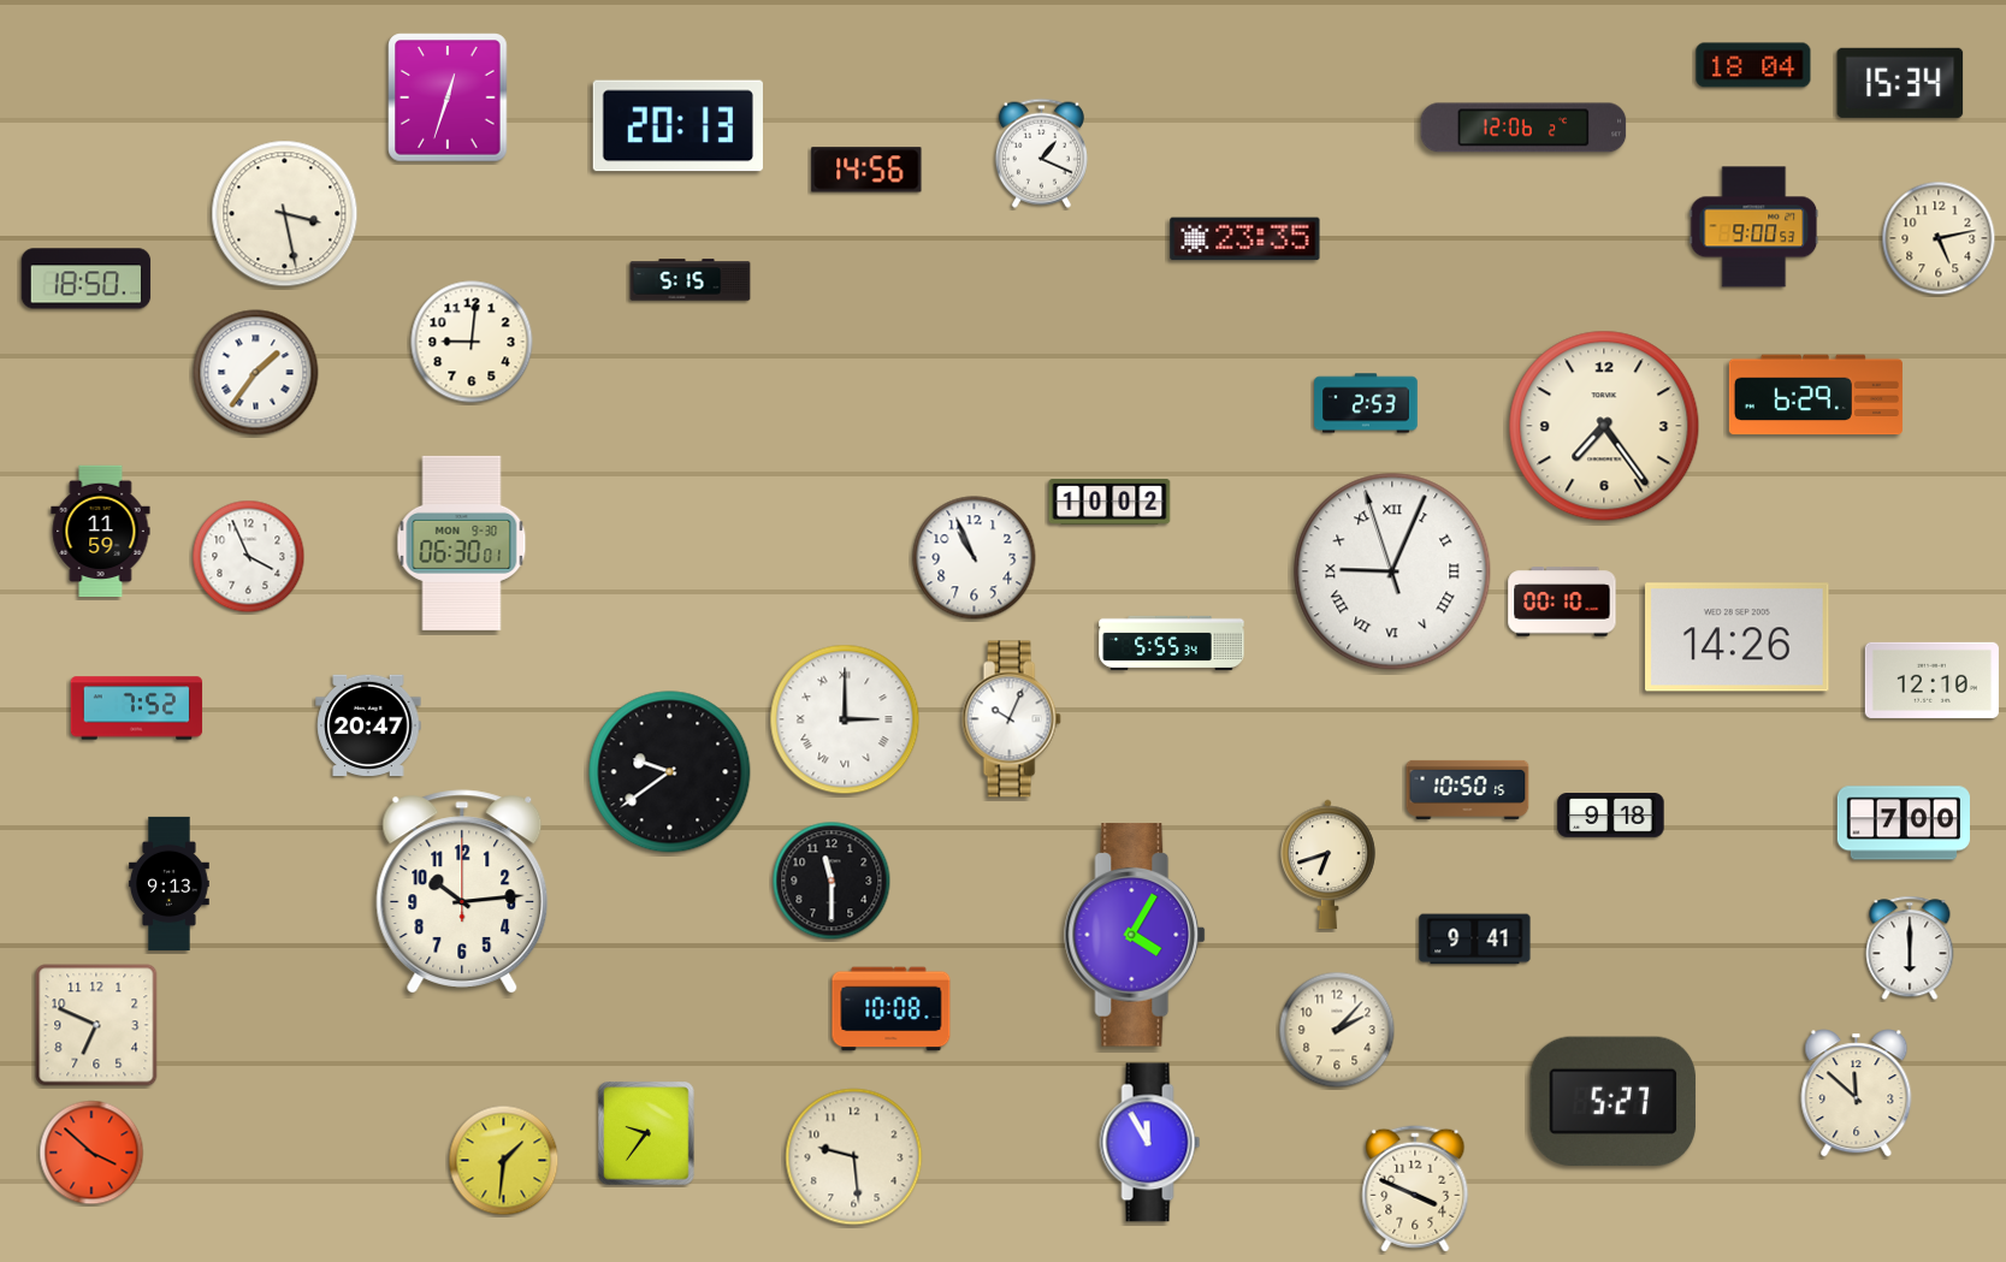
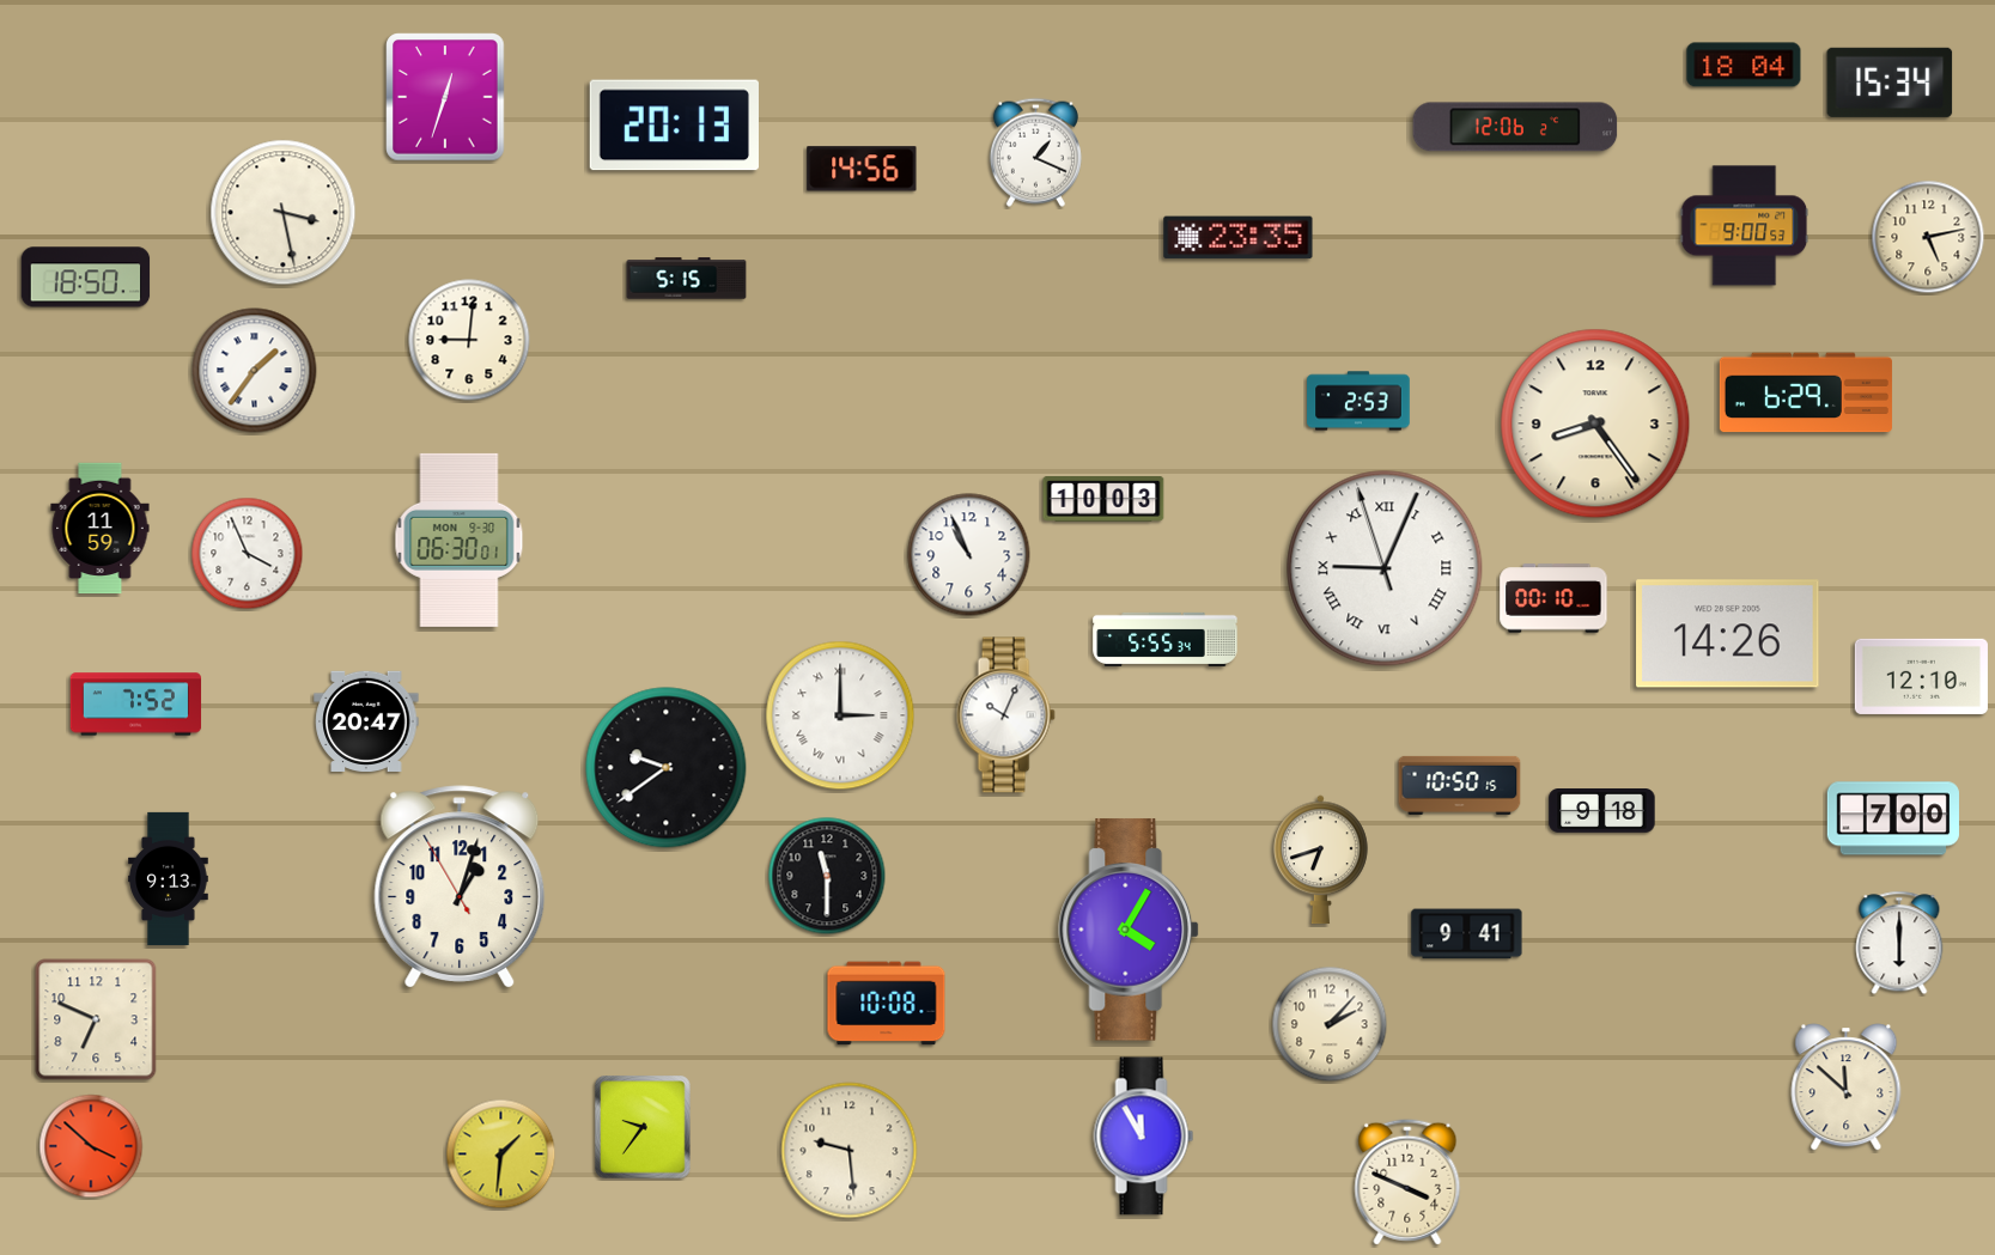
clock at (1604, 426): 7:24 -> 8:24
clock at (1109, 502): 10:02 -> 10:03
clock at (462, 891): 10:14 -> 1:02
clock at (1614, 1102): 5:27 -> none
